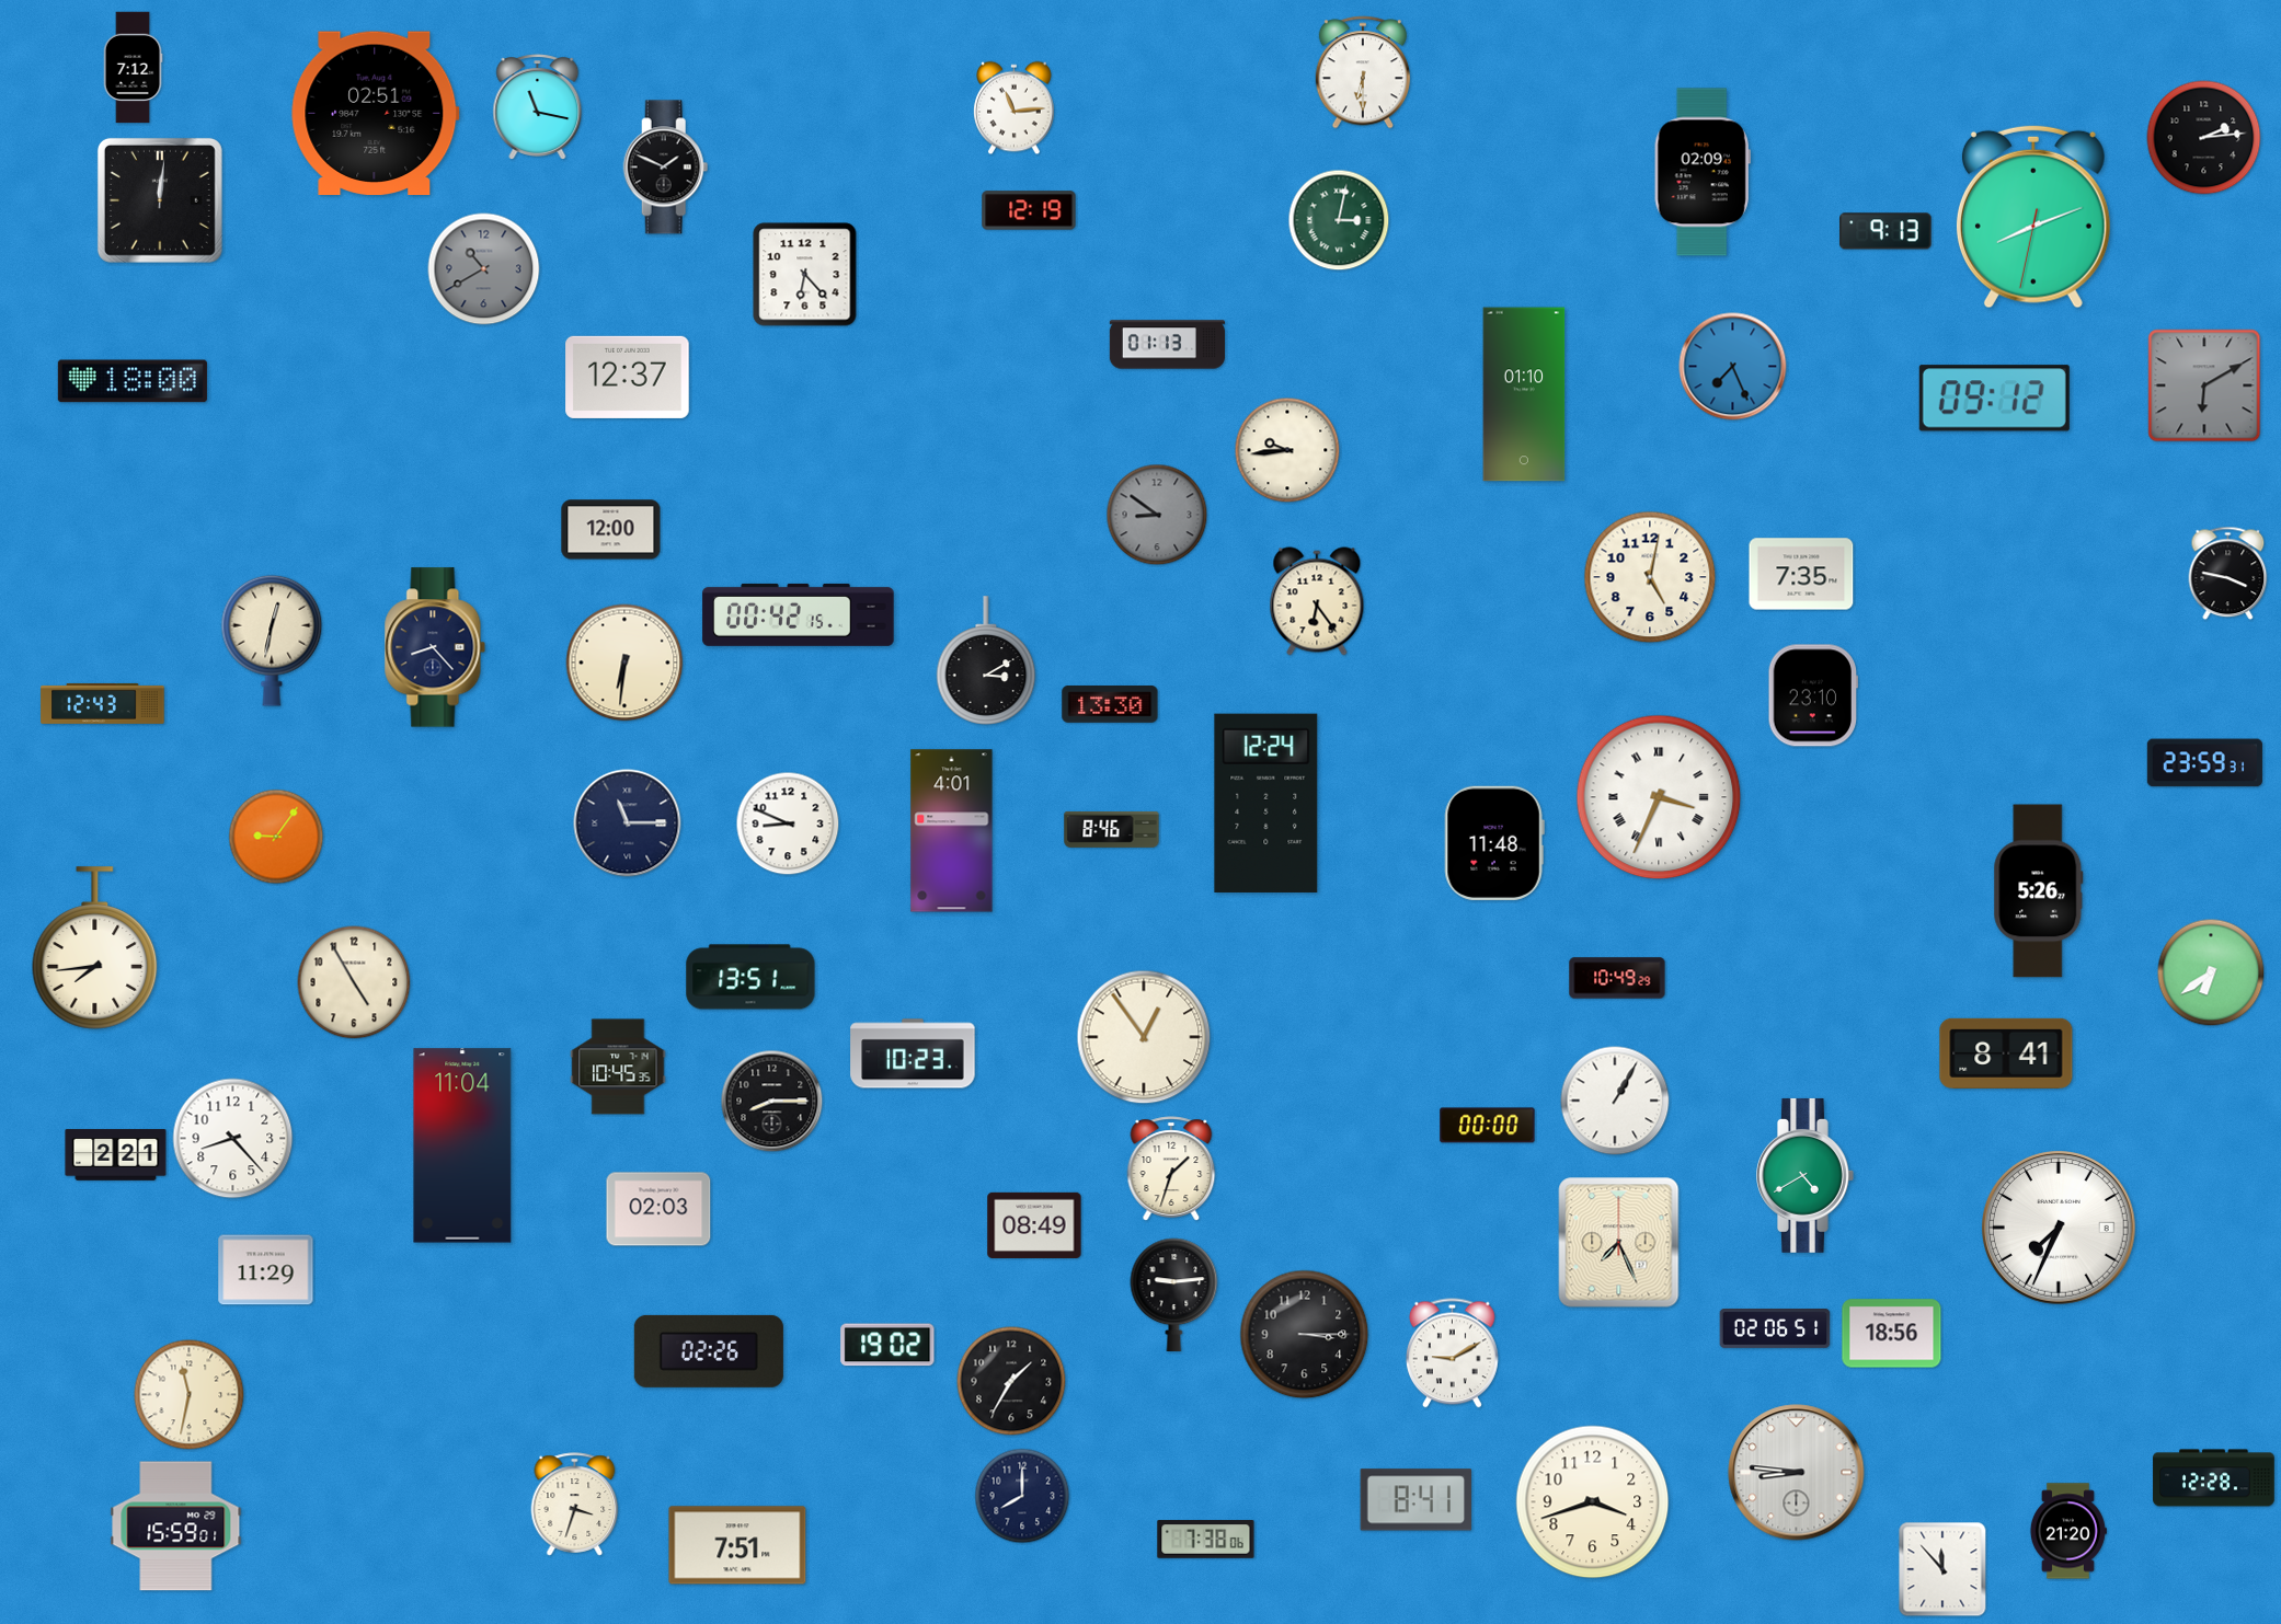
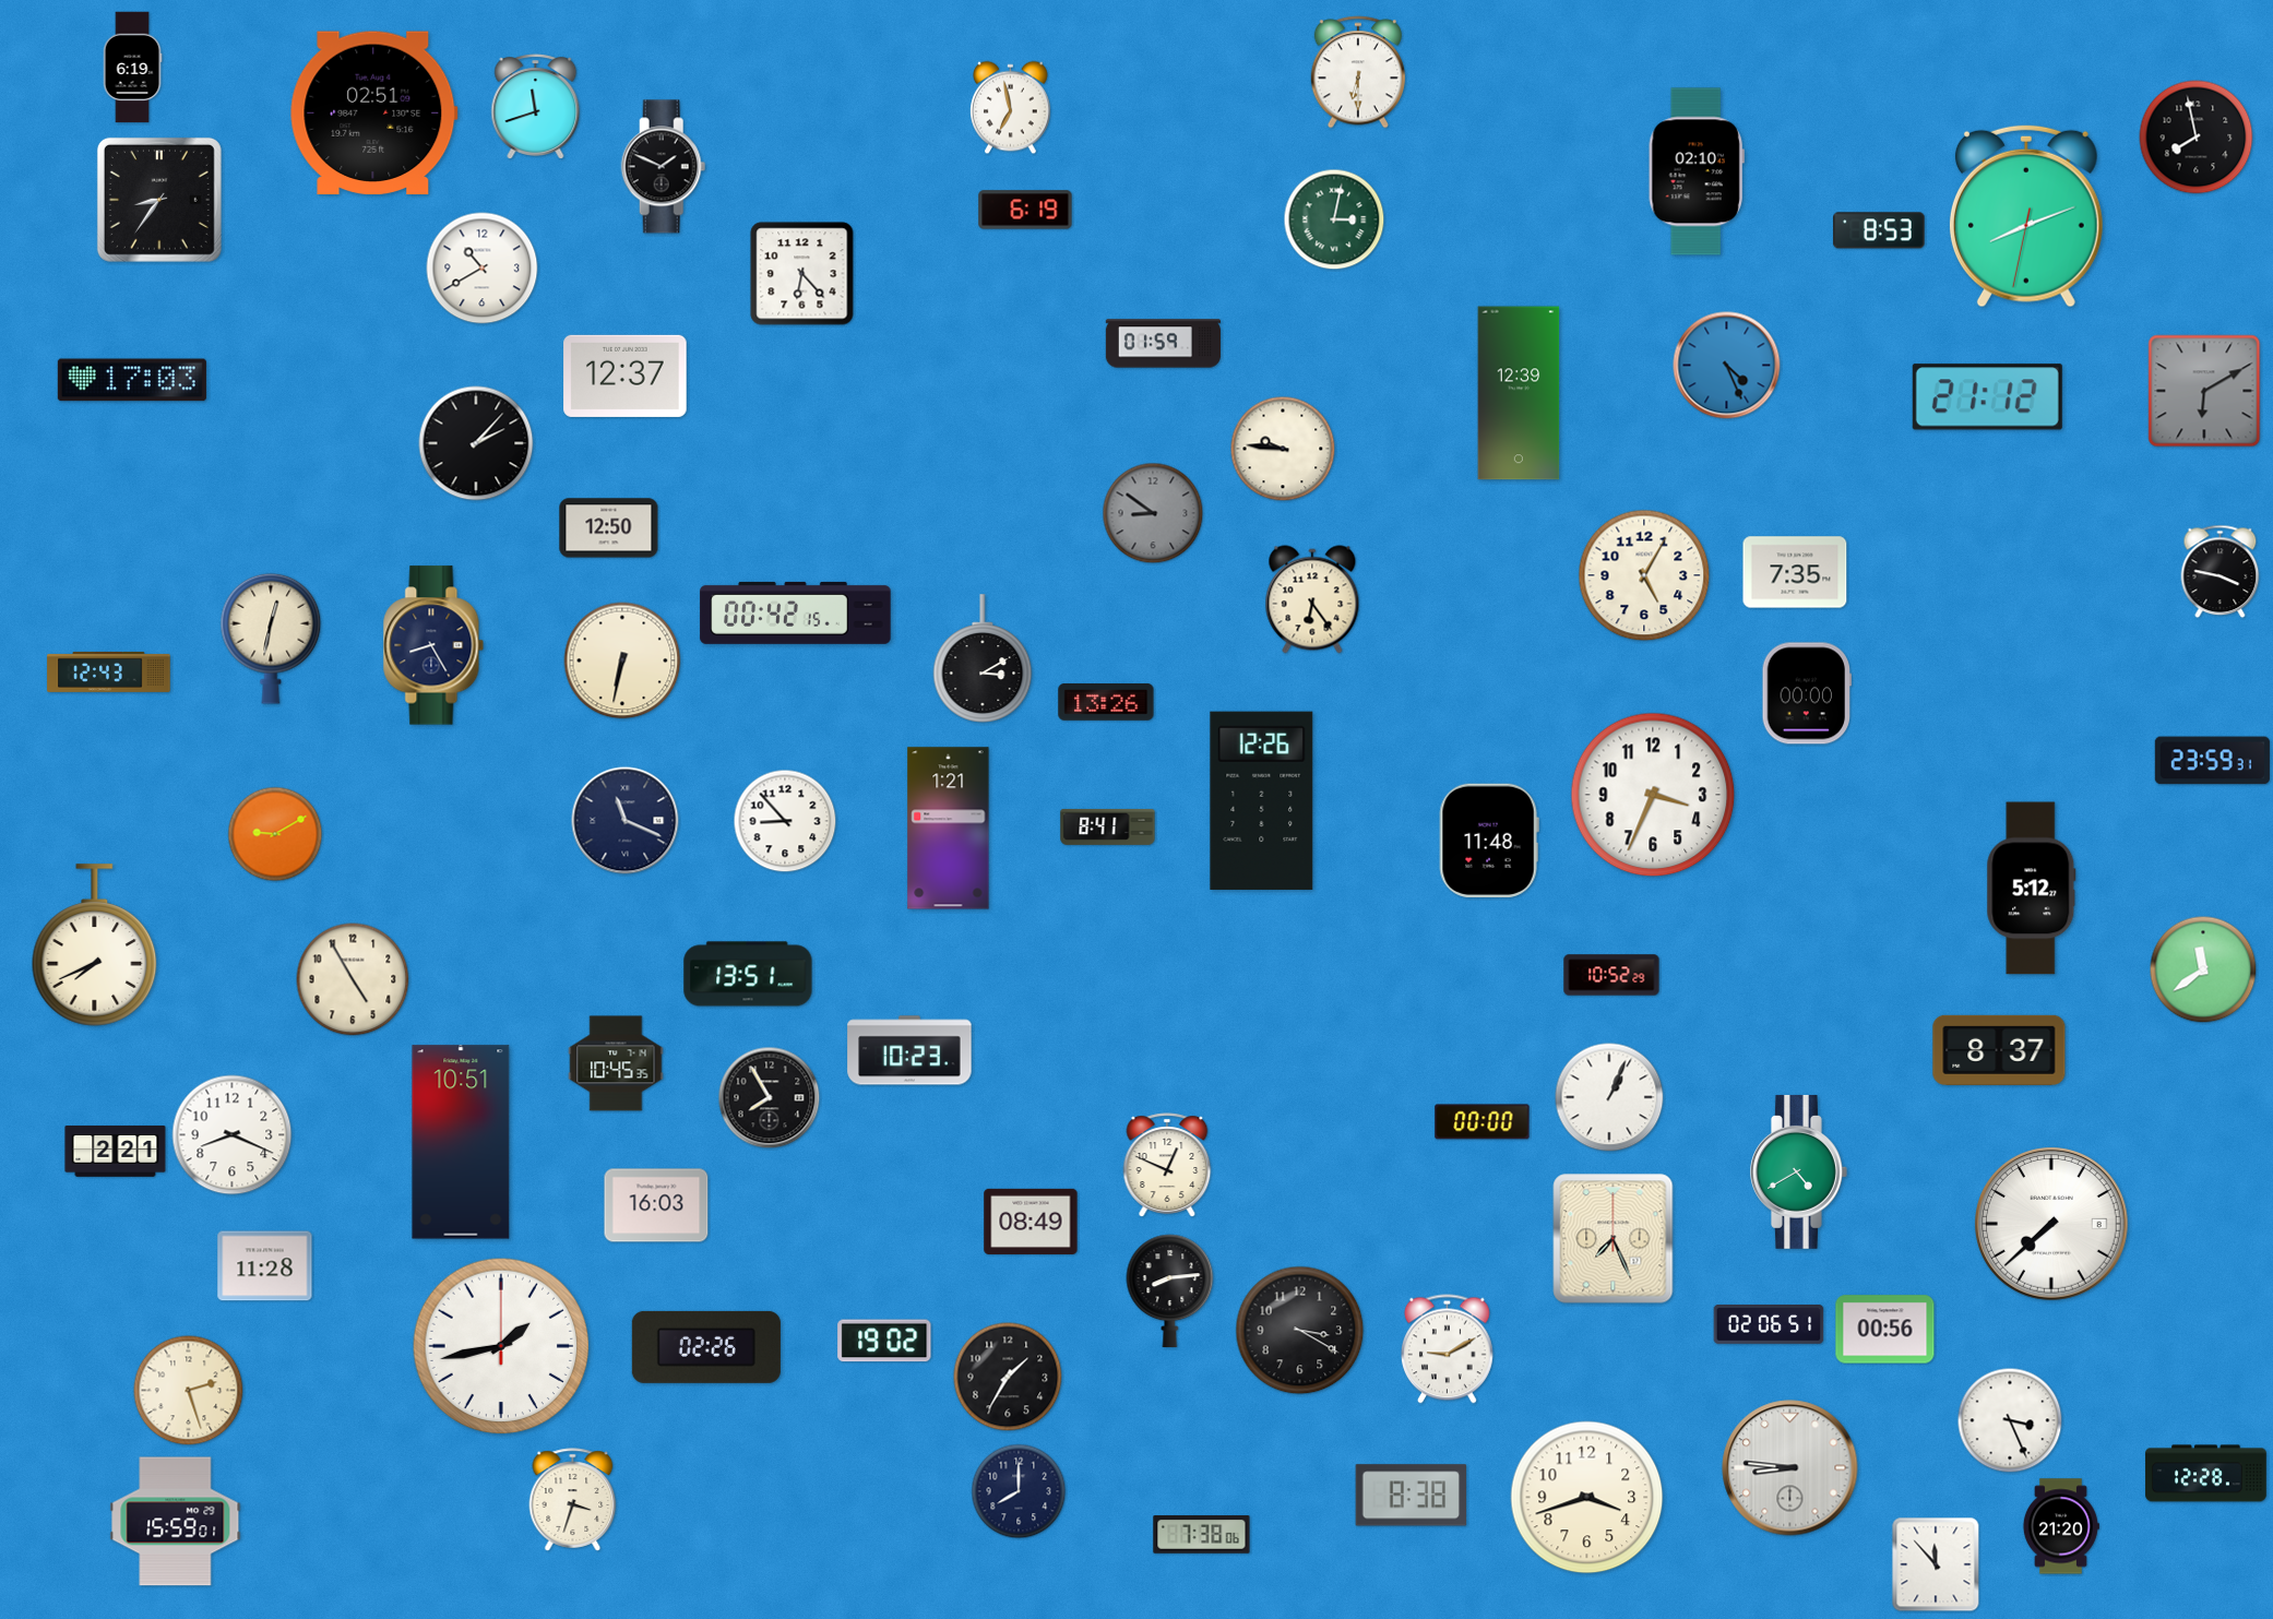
clock at (133, 68): 7:12 -> 6:19
clock at (538, 107): 11:17 -> 11:42
clock at (1015, 108): 11:14 -> 6:58
clock at (2204, 138): 2:14 -> 7:58
clock at (1703, 172): 02:09 -> 02:10
clock at (160, 200): 12:01 -> 8:36
clock at (1029, 210): 12:19 -> 6:19
clock at (1885, 231): 9:13 -> 8:53
clock at (484, 269) dial: grey -> white
clock at (1167, 345): 01:13 -> 01:59
clock at (1733, 367): 7:26 -> 4:26
clock at (133, 381): 18:00 -> 17:03
clock at (2204, 385) position: (2204, 385) -> (2204, 391)
clock at (1524, 394): 01:10 -> 12:39
clock at (1994, 399): 09:12 -> 21:12
clock at (476, 443): none -> 2:07
clock at (1287, 450): 9:44 -> 9:46
clock at (611, 530): 12:00 -> 12:50
clock at (1650, 577): 5:02 -> 5:05
clock at (435, 647): 8:23 -> 8:25
clock at (624, 663): 6:31 -> 6:32
clock at (1812, 695): 23:10 -> 00:00
clock at (103, 703) position: (103, 703) -> (109, 671)
clock at (1110, 705): 13:30 -> 13:26
clock at (2204, 763) position: (2204, 763) -> (2212, 761)
clock at (1659, 797) numerals: Roman -> Arabic
clock at (1266, 803): 12:24 -> 12:26
clock at (628, 823): 11:15 -> 11:19
clock at (788, 823): 8:49 -> 8:53
clock at (1112, 829): 8:46 -> 8:41
clock at (952, 831): 4:01 -> 1:21
clock at (276, 837): 9:06 -> 9:10
clock at (2039, 891): 5:26 -> 5:12
clock at (95, 948): 7:44 -> 7:41
clock at (2211, 972): 6:39 -> 11:39
clock at (1617, 978): 10:49 -> 10:52
clock at (1144, 1037): 12:54 -> none
clock at (2006, 1053): 8:41 -> 8:37
clock at (1615, 1101): 1:05 -> 1:04
clock at (772, 1102): 8:15 -> 7:55
clock at (233, 1139): 8:23 -> 8:19
clock at (462, 1145): 11:04 -> 10:51
clock at (1171, 1168): 1:33 -> 12:49
clock at (658, 1209): 02:03 -> 16:03
clock at (2060, 1229): 7:34 -> 7:38
clock at (266, 1270): 11:29 -> 11:28
clock at (1174, 1294): 9:14 -> 8:14
clock at (1892, 1334): 18:56 -> 00:56
clock at (1305, 1335): 3:15 -> 3:20
clock at (501, 1346): none -> 1:43
clock at (190, 1395): 11:32 -> 2:27
clock at (2010, 1420): none -> 3:26
clock at (1415, 1500): 8:41 -> 8:38
clock at (737, 1545): 7:51 -> none
